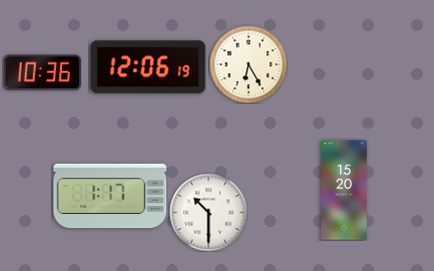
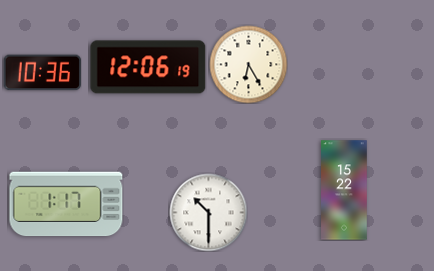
clock at (344, 190): 15:20 -> 15:22
clock at (110, 196) position: (110, 196) -> (66, 204)
